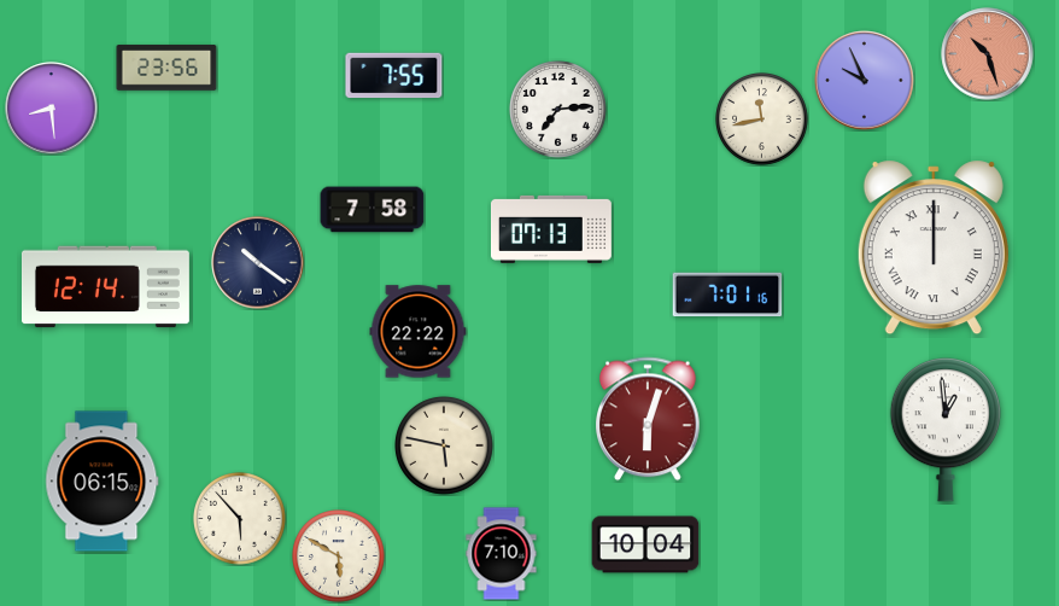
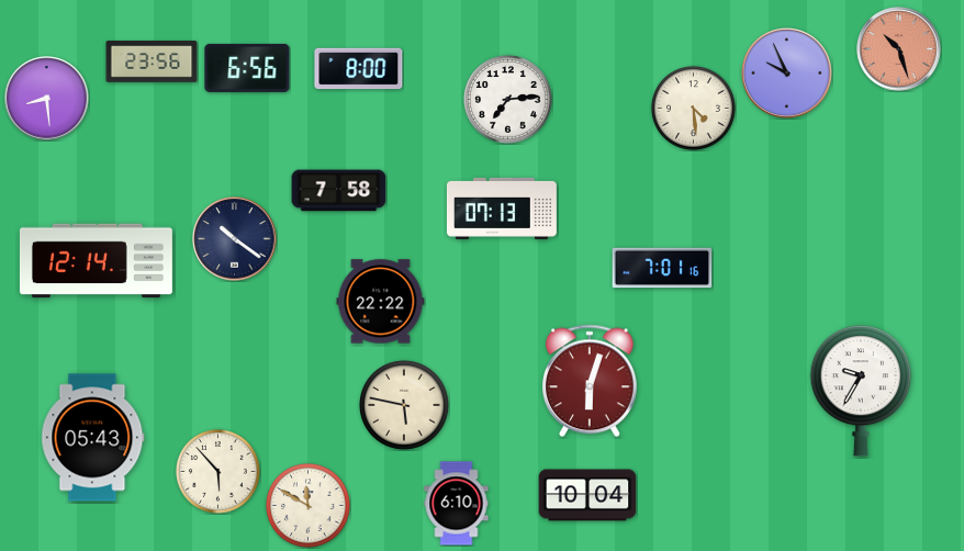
clock at (247, 68): none -> 6:56
clock at (394, 76): 7:55 -> 8:00
clock at (762, 120): 11:43 -> 4:29
clock at (934, 247): 12:00 -> none
clock at (944, 430): 12:59 -> 9:35
clock at (103, 482): 06:15 -> 05:43
clock at (502, 554): 7:10 -> 6:10
clock at (339, 557): 5:50 -> 11:50
